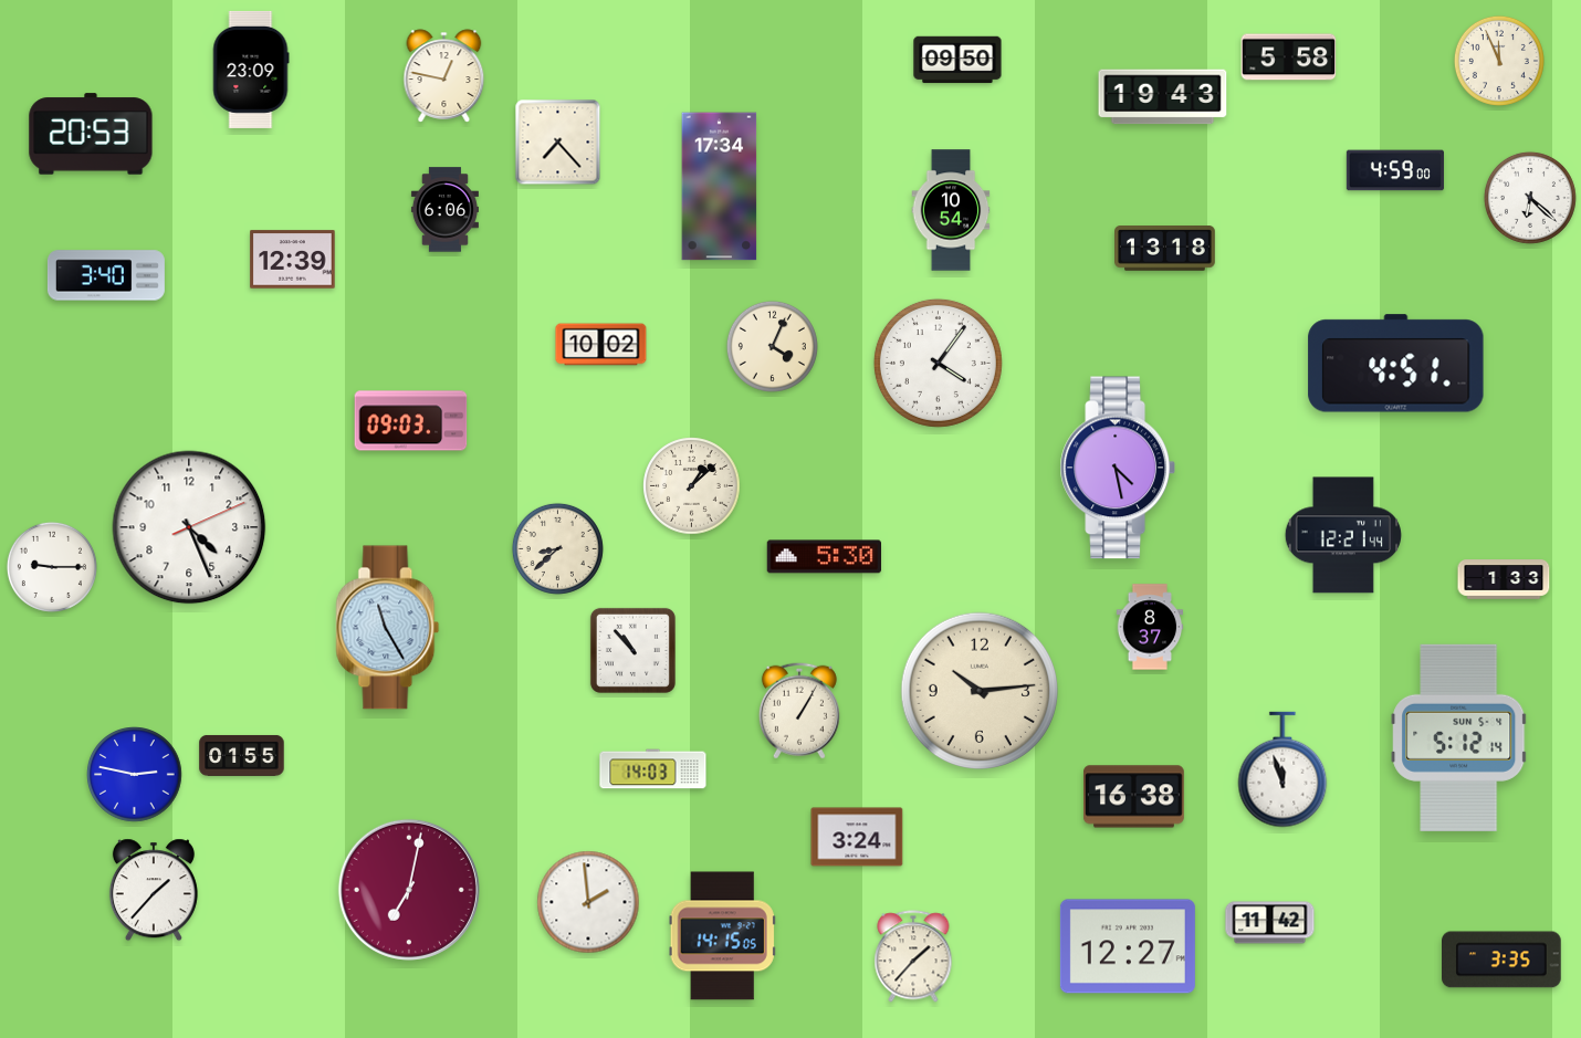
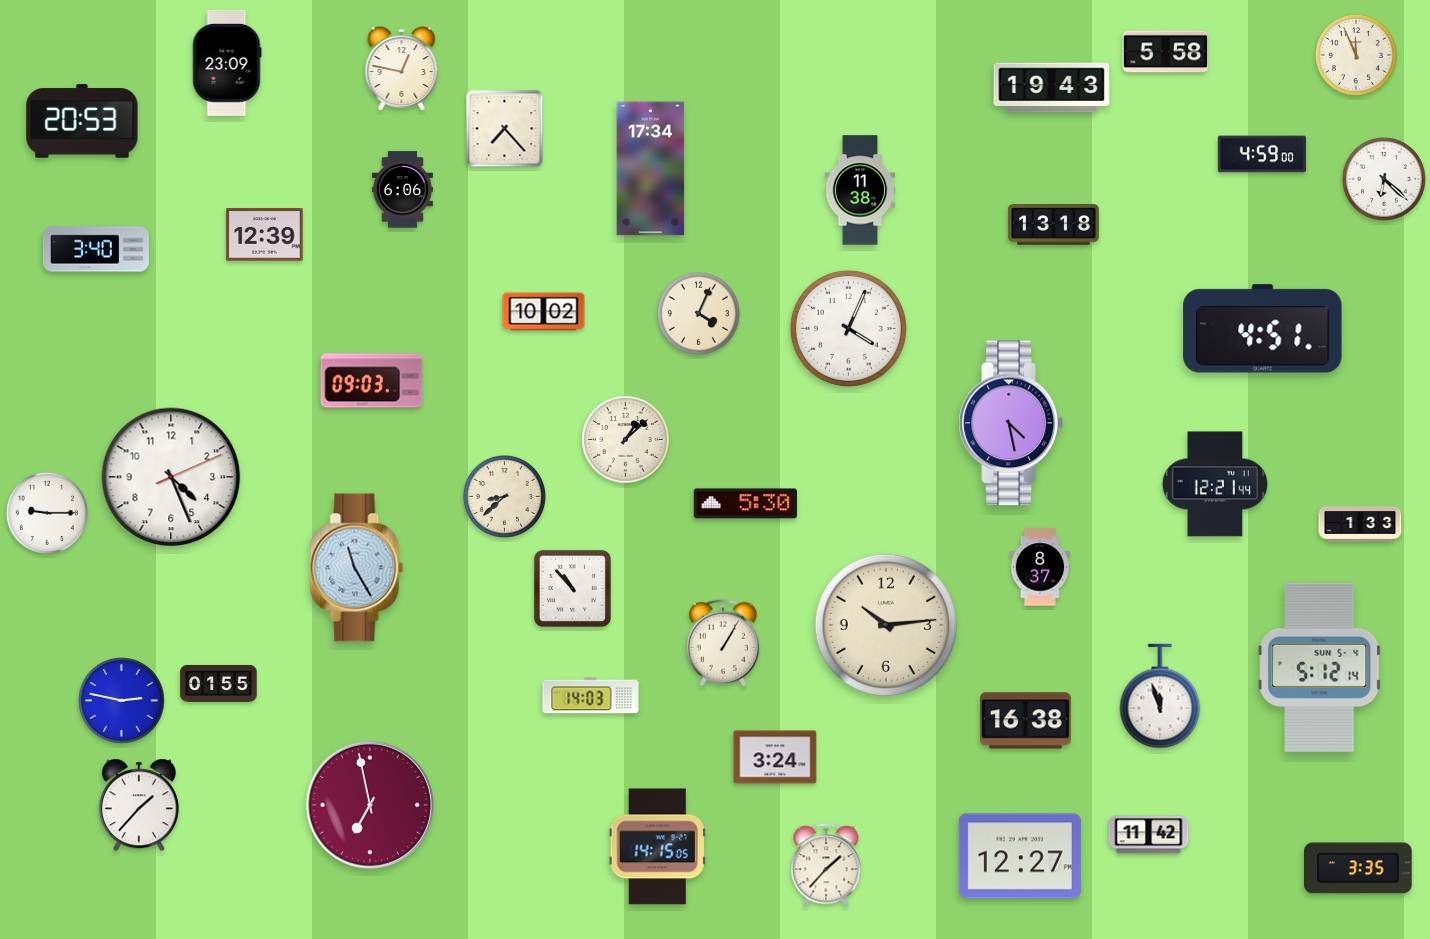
clock at (957, 60): 09:50 -> none
clock at (951, 210): 10:54 -> 11:38
clock at (938, 363): 4:06 -> 4:04
clock at (388, 628) position: (388, 628) -> (357, 568)
clock at (409, 890): 7:02 -> 6:58
clock at (588, 902): 1:59 -> none
clock at (722, 936) position: (722, 936) -> (657, 847)
